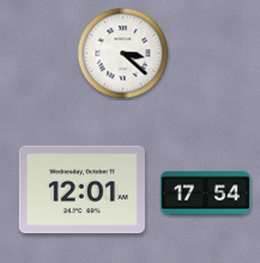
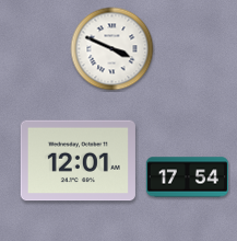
clock at (123, 54): 3:22 -> 3:49
clock at (81, 190) position: (81, 190) -> (78, 161)
